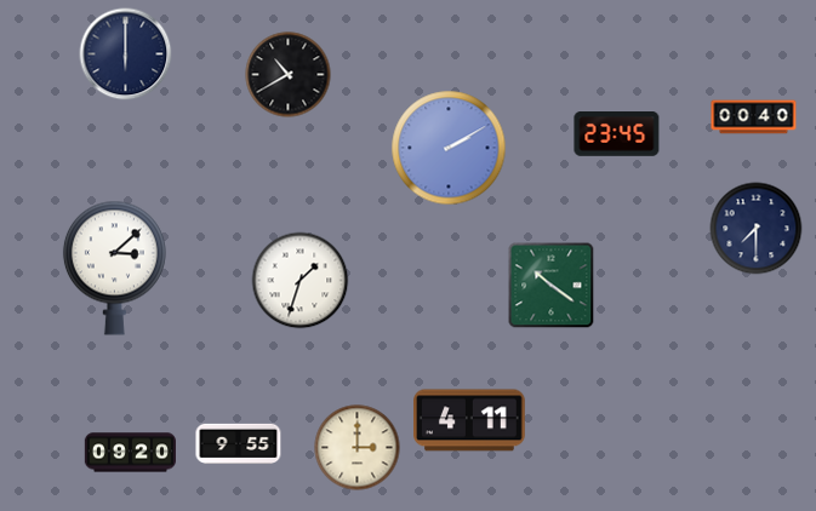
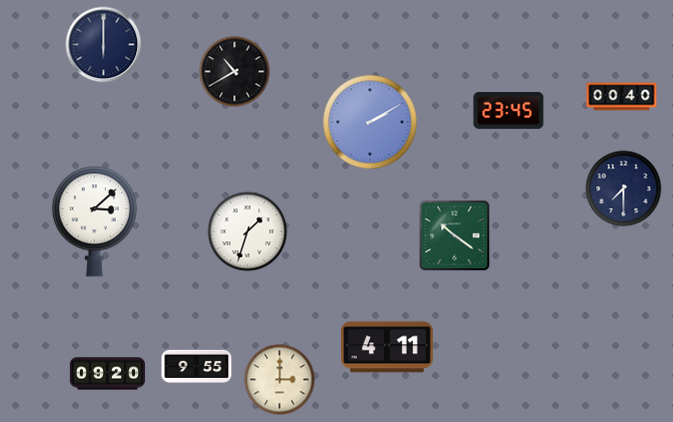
clock at (289, 75) position: (289, 75) -> (235, 72)
clock at (358, 448) position: (358, 448) -> (280, 380)
